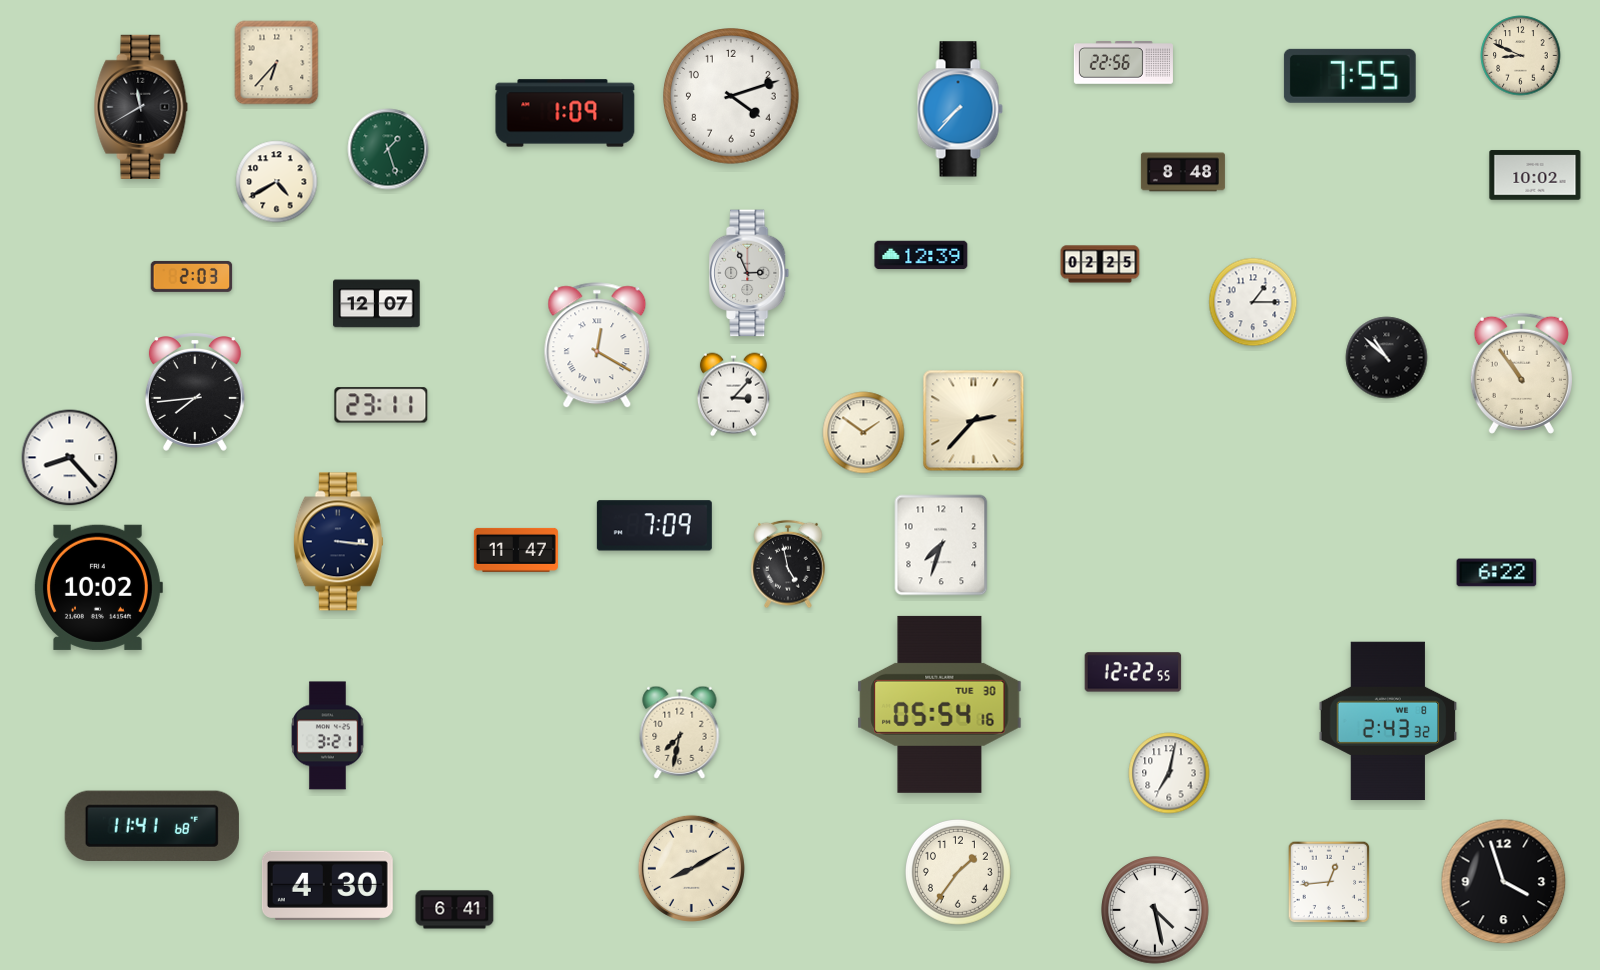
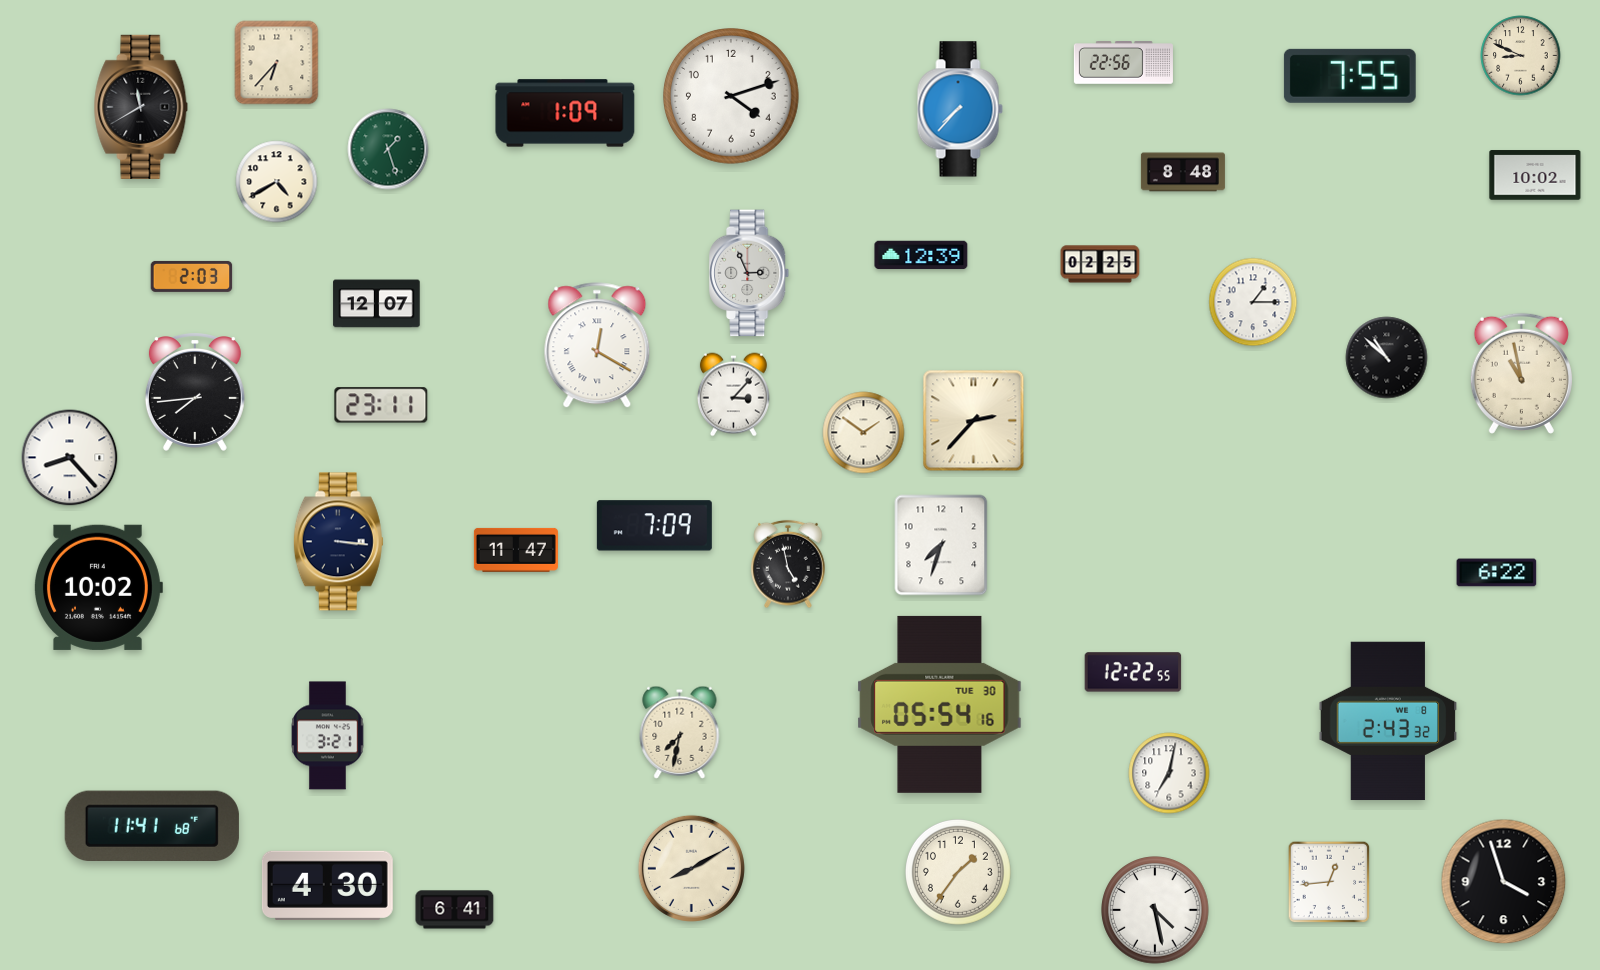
clock at (1521, 373): 10:54 -> 10:58
